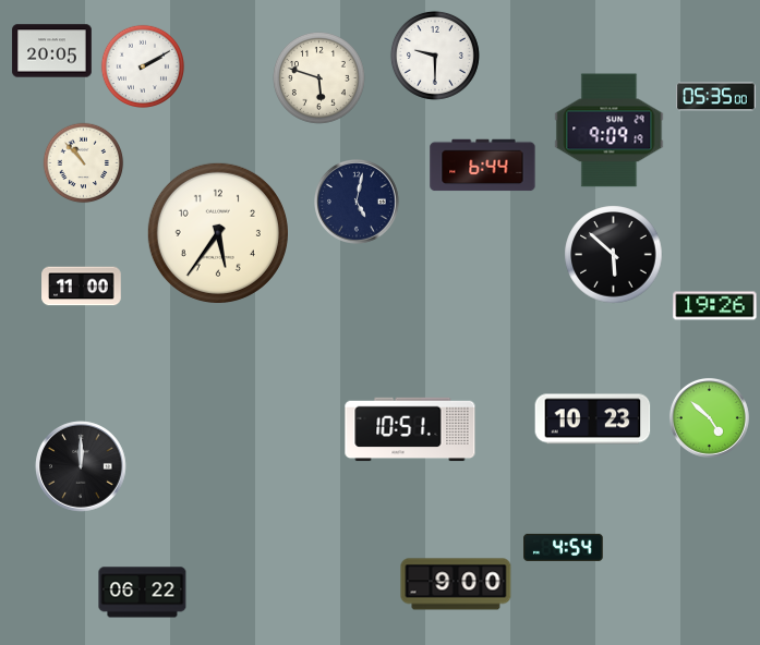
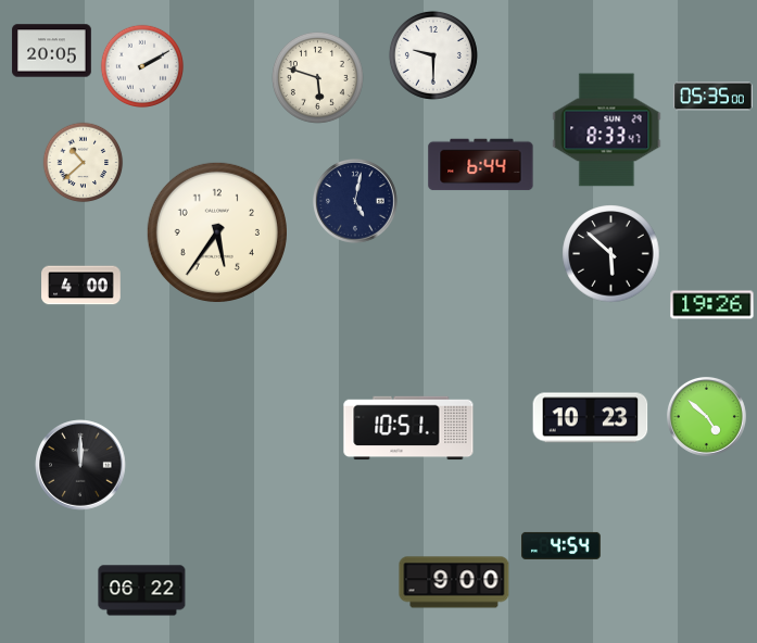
clock at (610, 131): 9:09 -> 8:33
clock at (84, 163): 10:53 -> 10:38
clock at (82, 287): 11:00 -> 4:00
